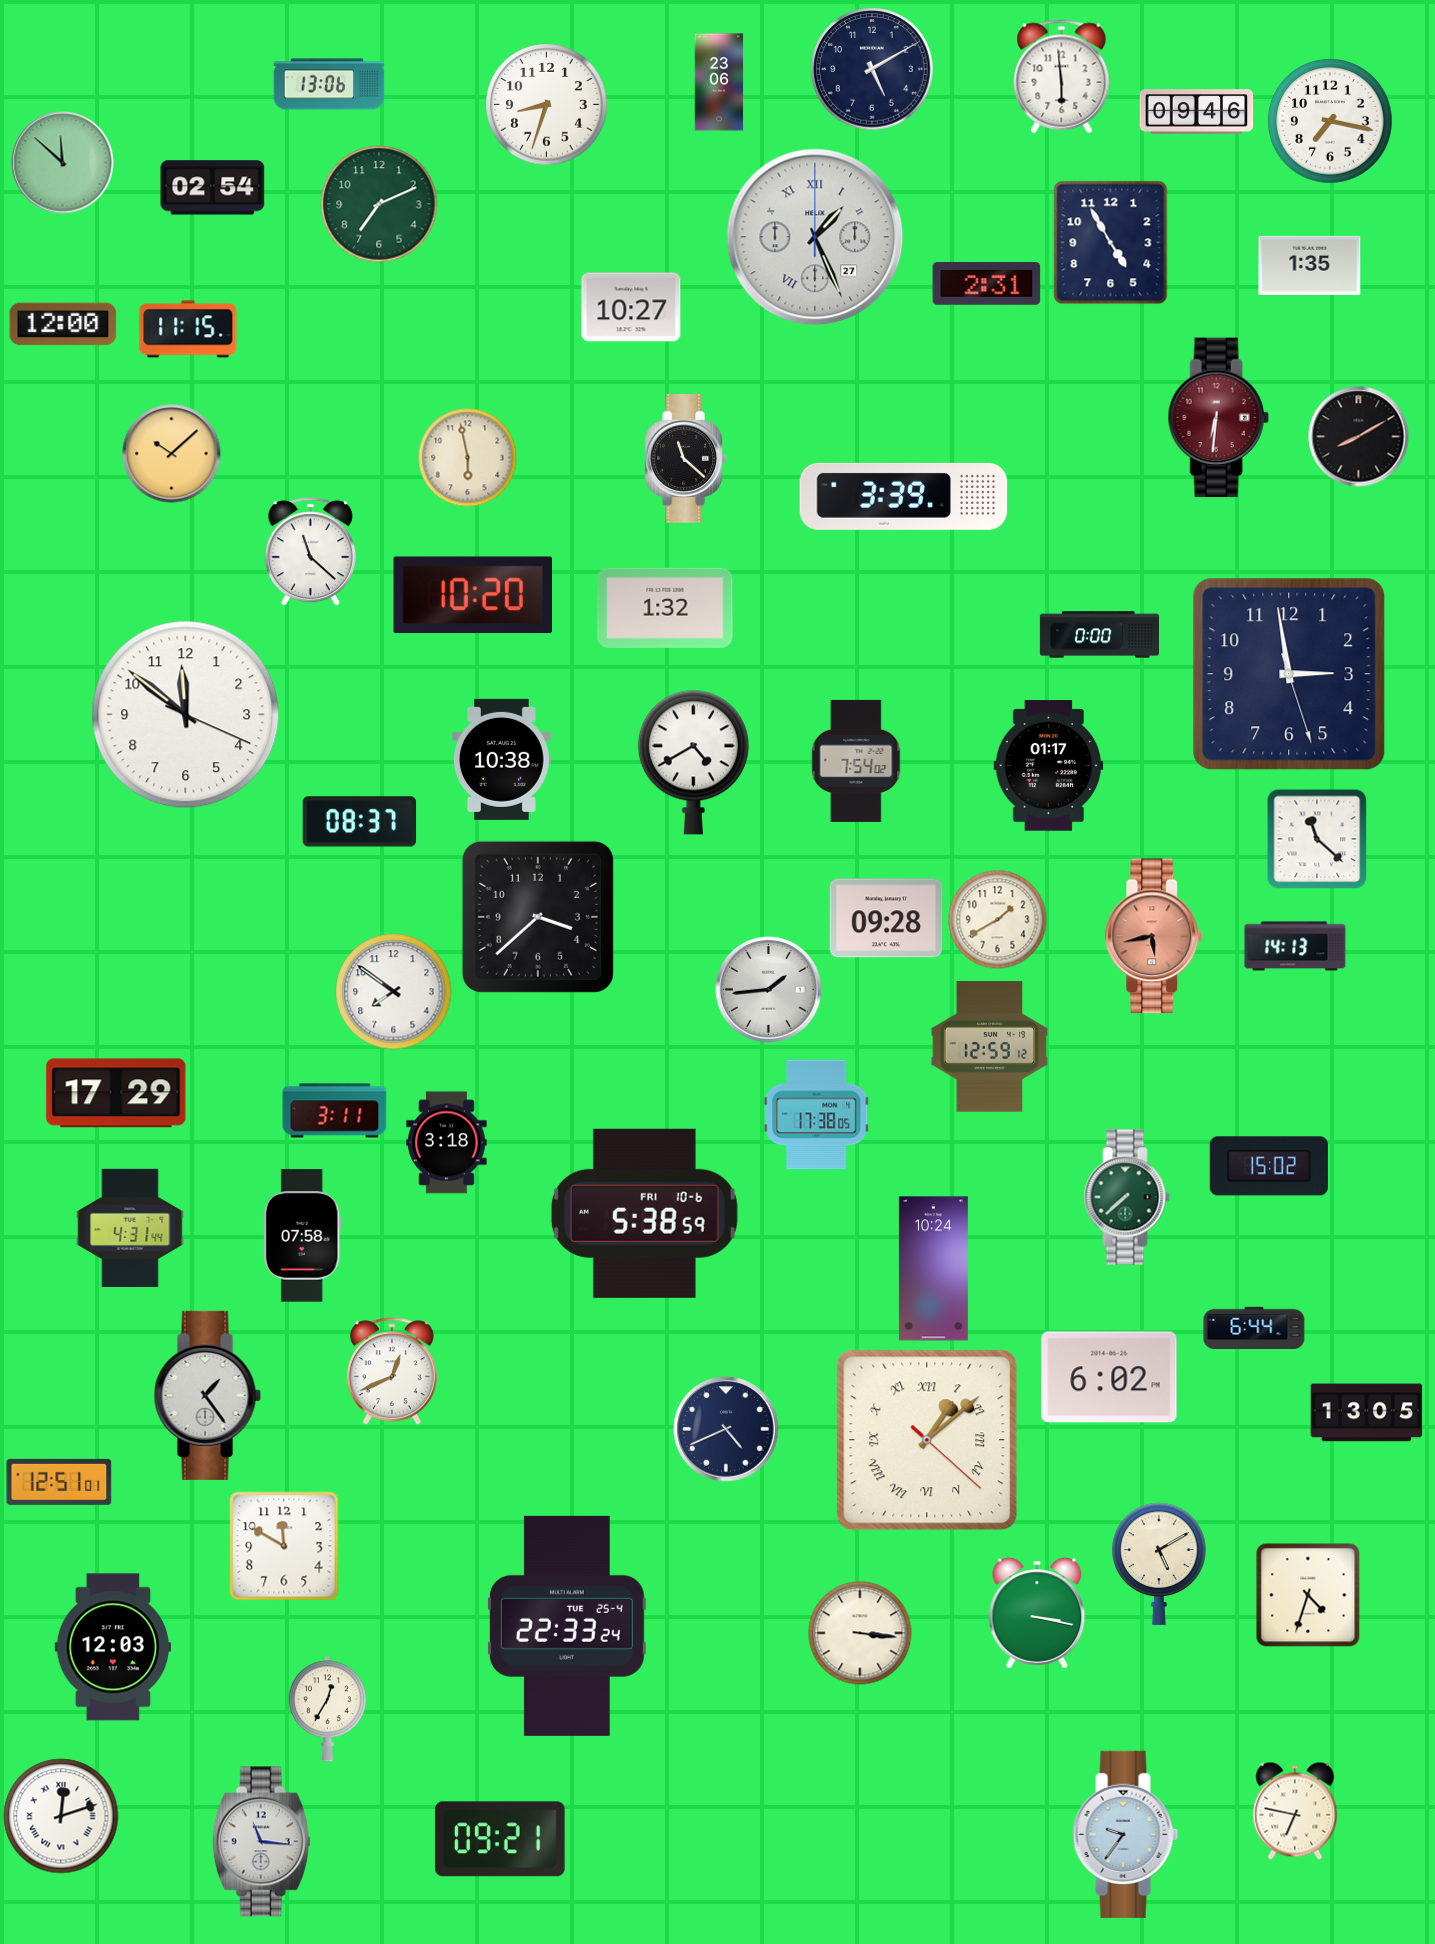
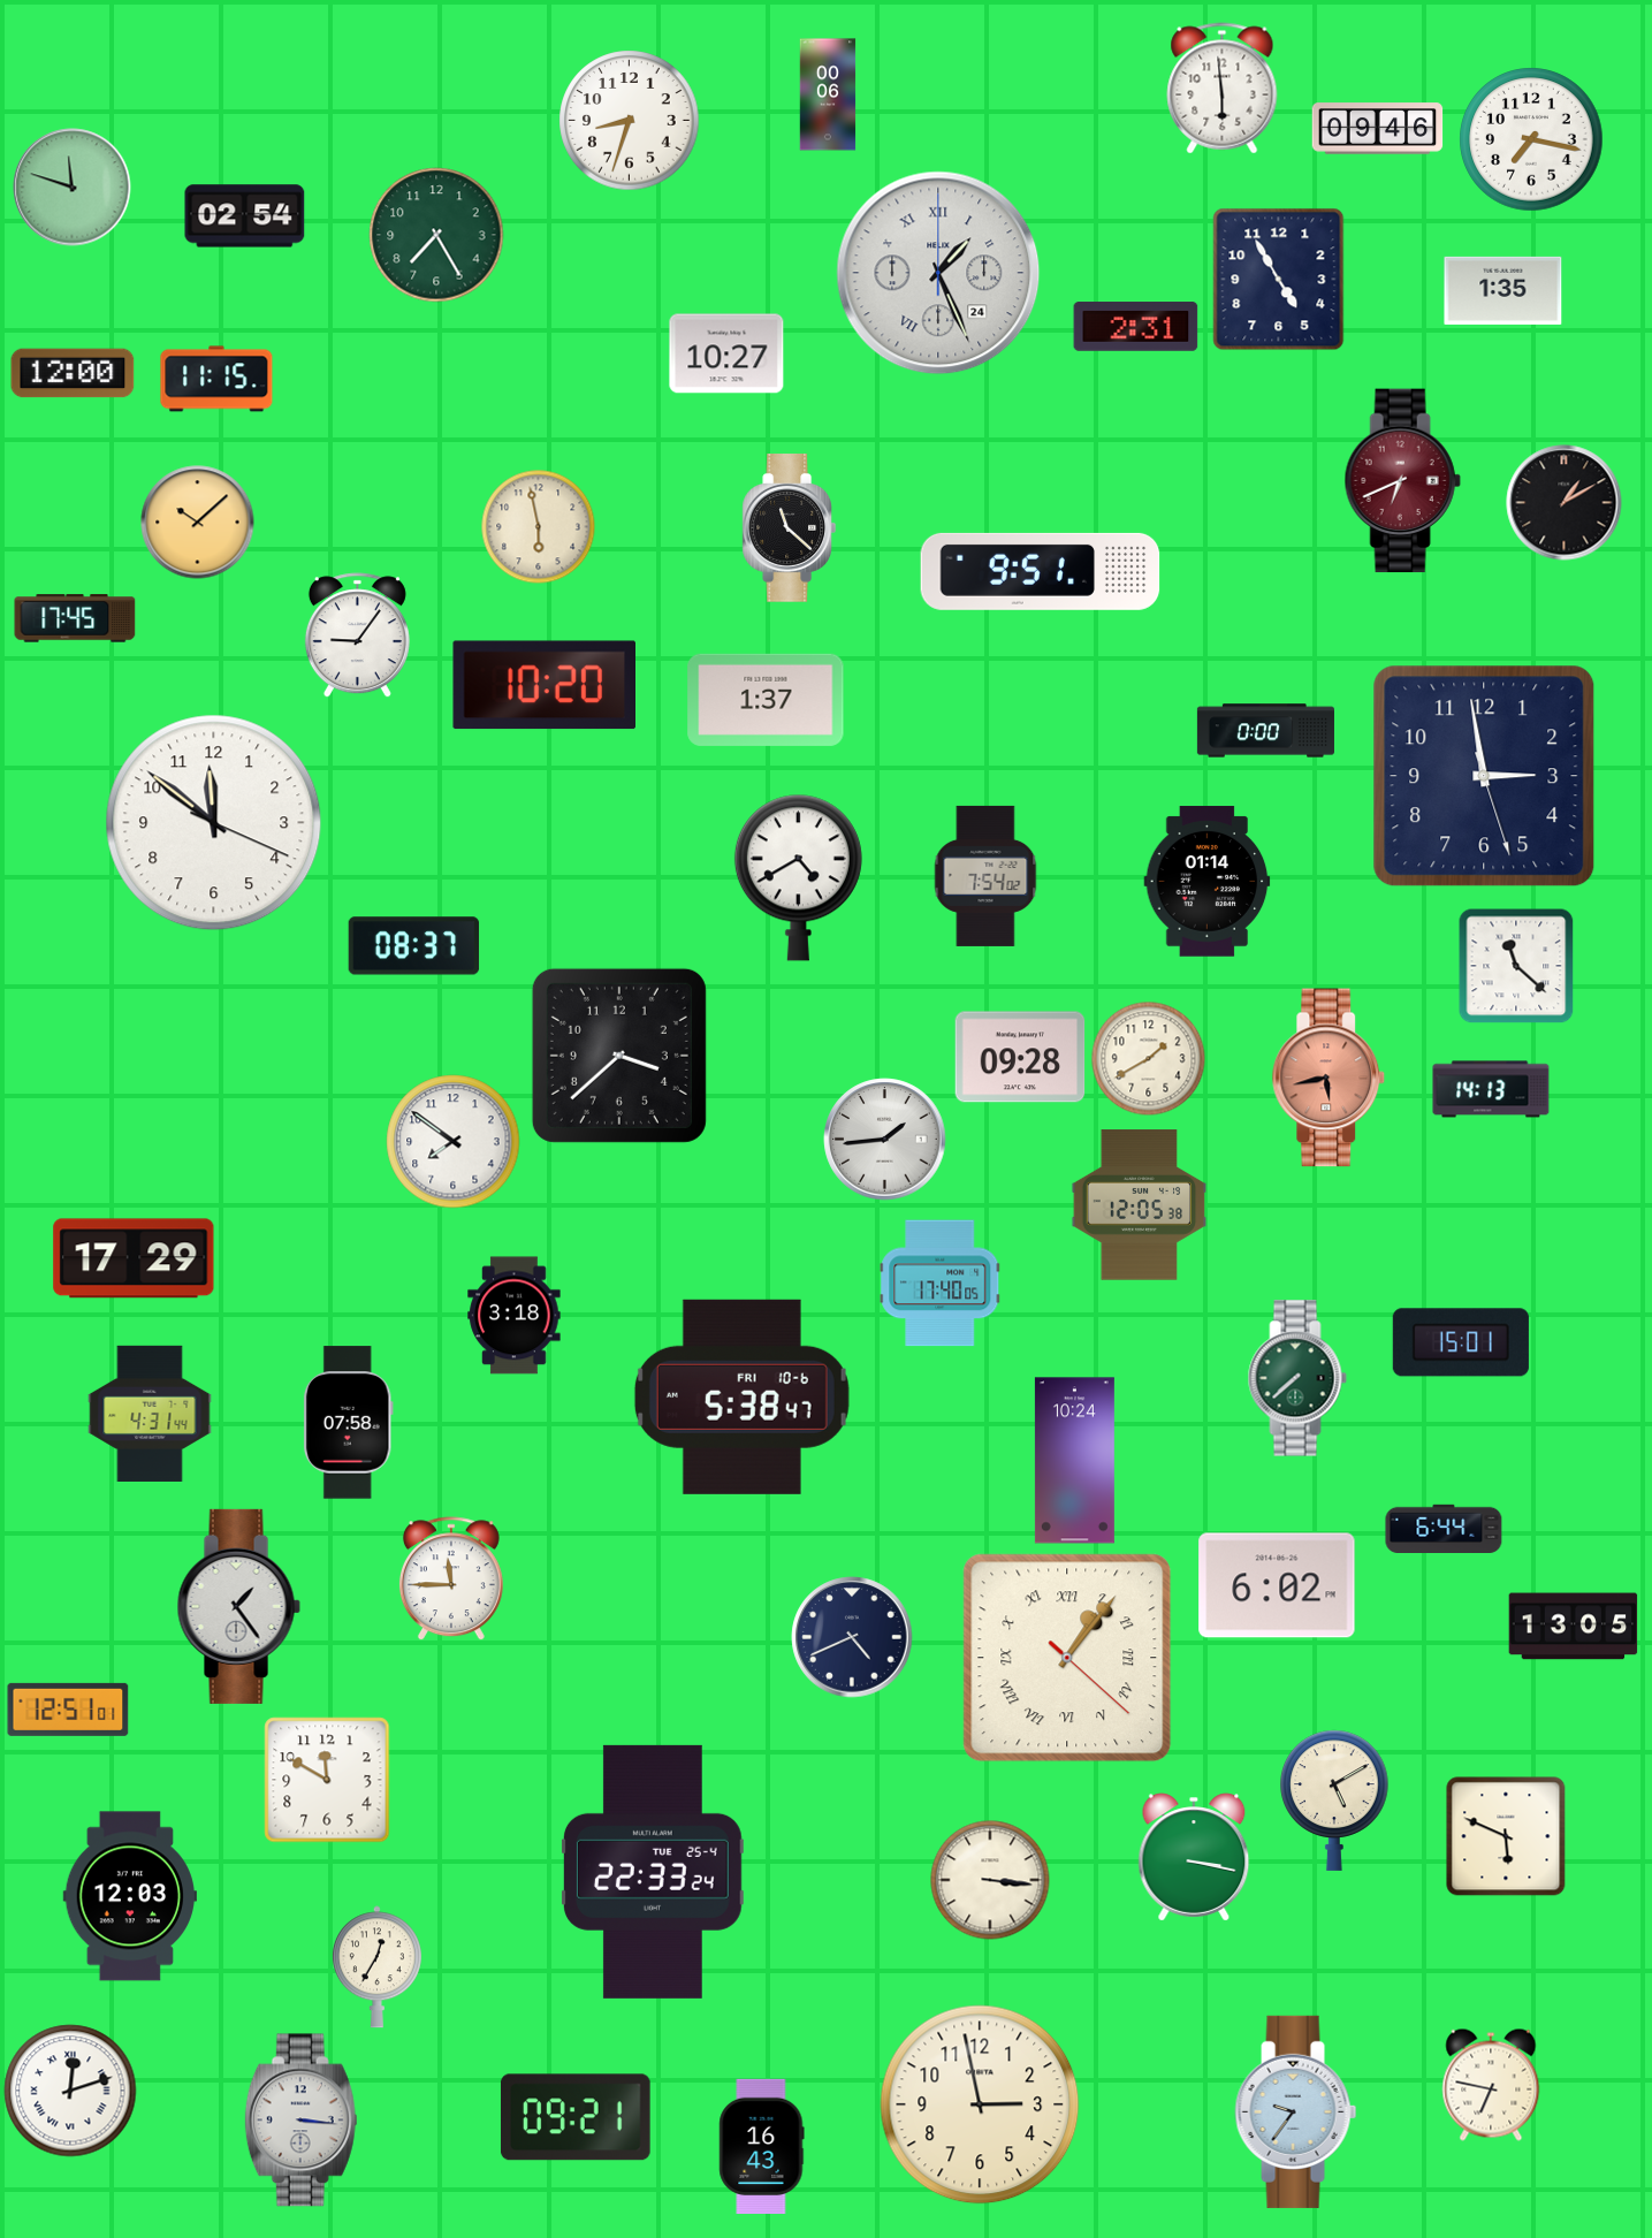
clock at (872, 69): 5:10 -> none
clock at (719, 82): 23:06 -> 00:06
clock at (329, 84): 13:06 -> none
clock at (63, 163): 11:52 -> 11:48
clock at (379, 204): 7:11 -> 7:25
clock at (815, 237) date: 27 -> 24
clock at (1310, 265) position: (1310, 265) -> (1503, 290)
clock at (1218, 418): 6:31 -> 6:41
clock at (1359, 437): 8:10 -> 1:10
clock at (904, 496): 3:39 -> 9:51
clock at (75, 618): none -> 17:45
clock at (310, 552): 11:22 -> 9:06
clock at (665, 608): 1:32 -> 1:37
clock at (502, 759): 10:38 -> none
clock at (1049, 766): 01:17 -> 01:14
clock at (990, 1047): 12:59 -> 12:05
clock at (335, 1111): 3:11 -> none
clock at (817, 1115): 17:38 -> 17:40
clock at (1269, 1166): 15:02 -> 15:01
clock at (644, 1213): 5:38:59 -> 5:38:47
clock at (392, 1371): 12:41 -> 11:45
clock at (726, 1429) position: (726, 1429) -> (852, 1637)
clock at (927, 1440): 1:08 -> 1:06
clock at (59, 1482) position: (59, 1482) -> (68, 1710)
clock at (1308, 1595): 4:33 -> 5:49
clock at (980, 2104): none -> 2:58
clock at (261, 1842): 11:16 -> 3:16
clock at (762, 2146): none -> 16:43
